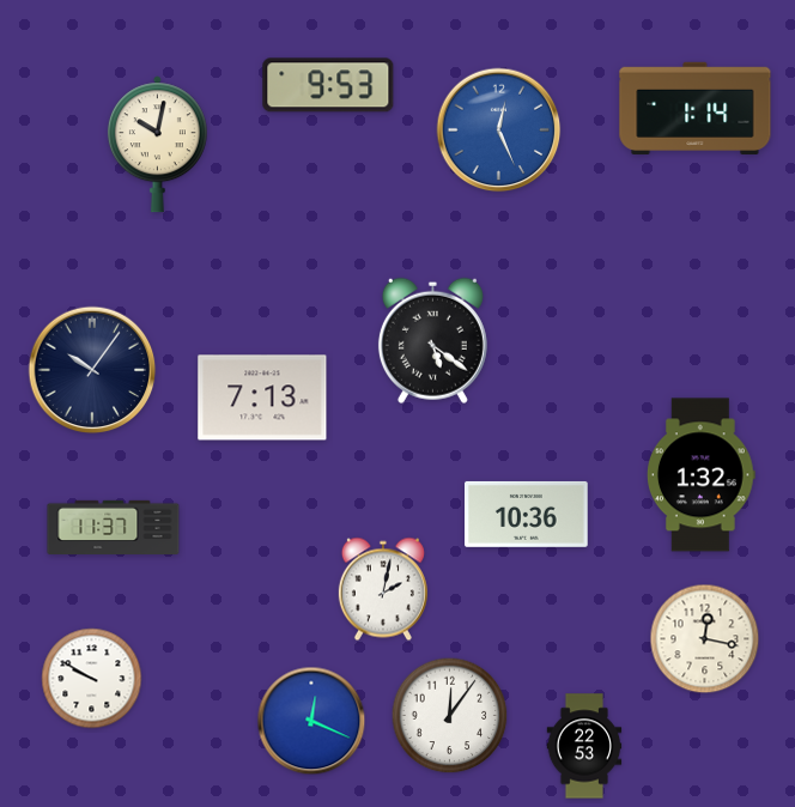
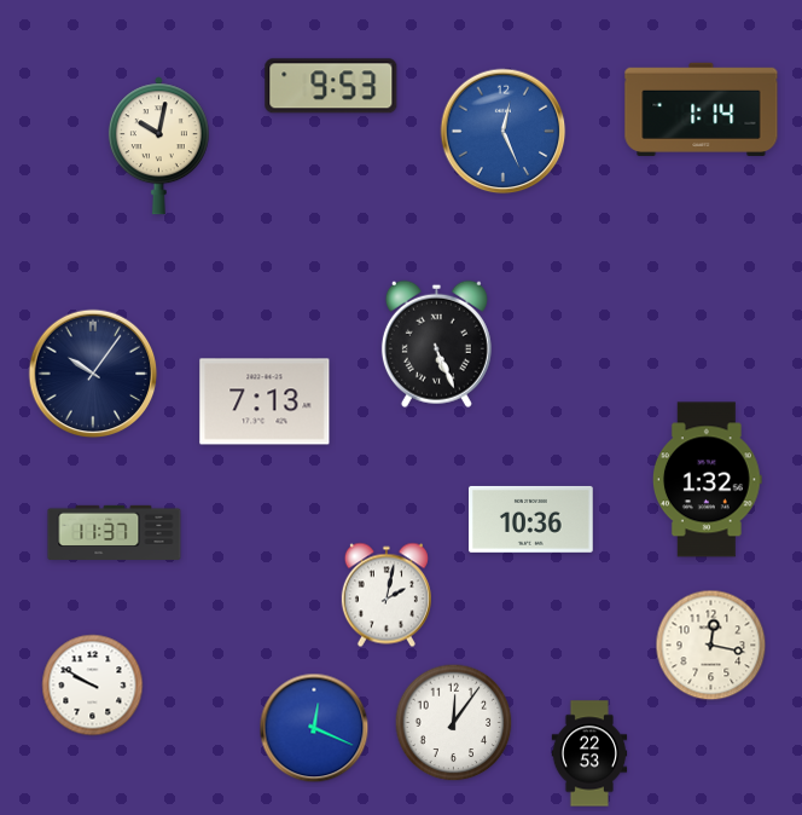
clock at (432, 340): 5:21 -> 5:26
